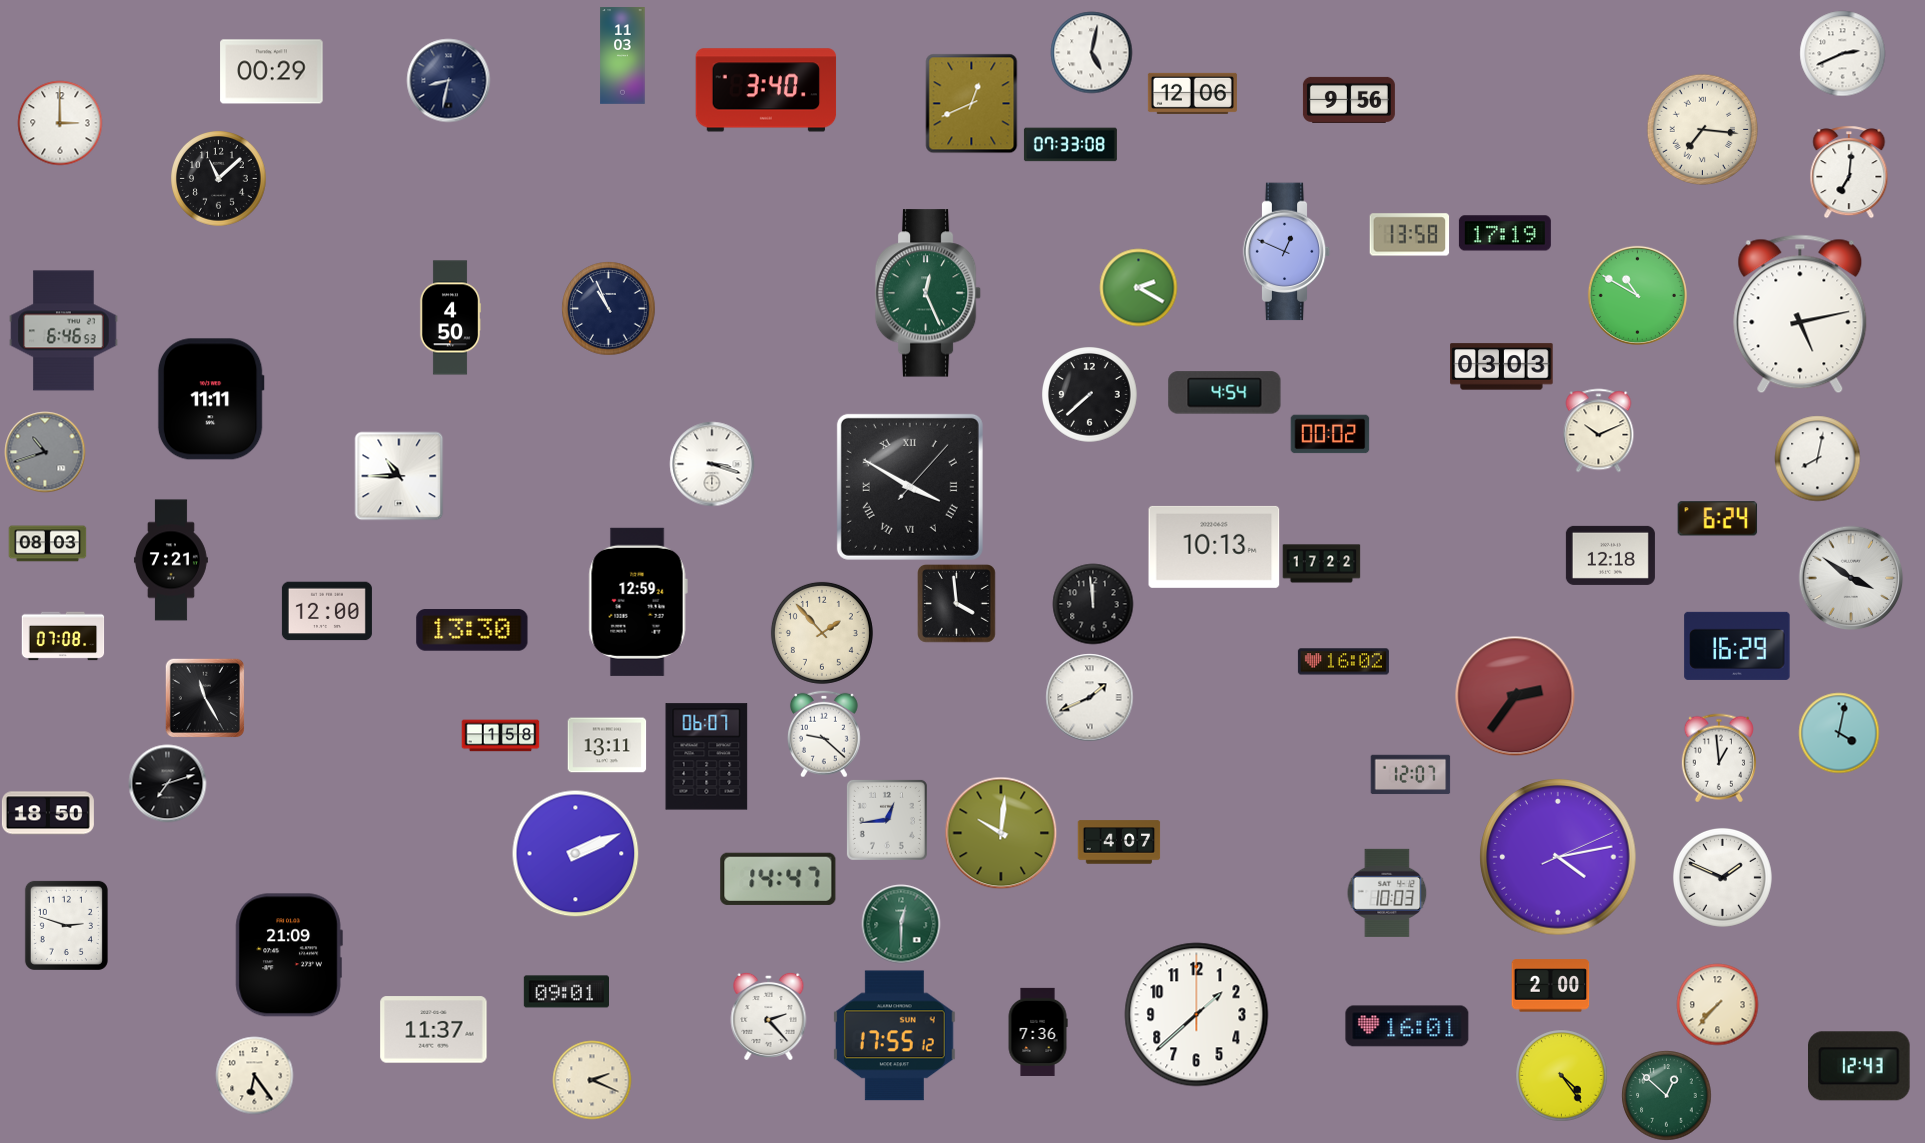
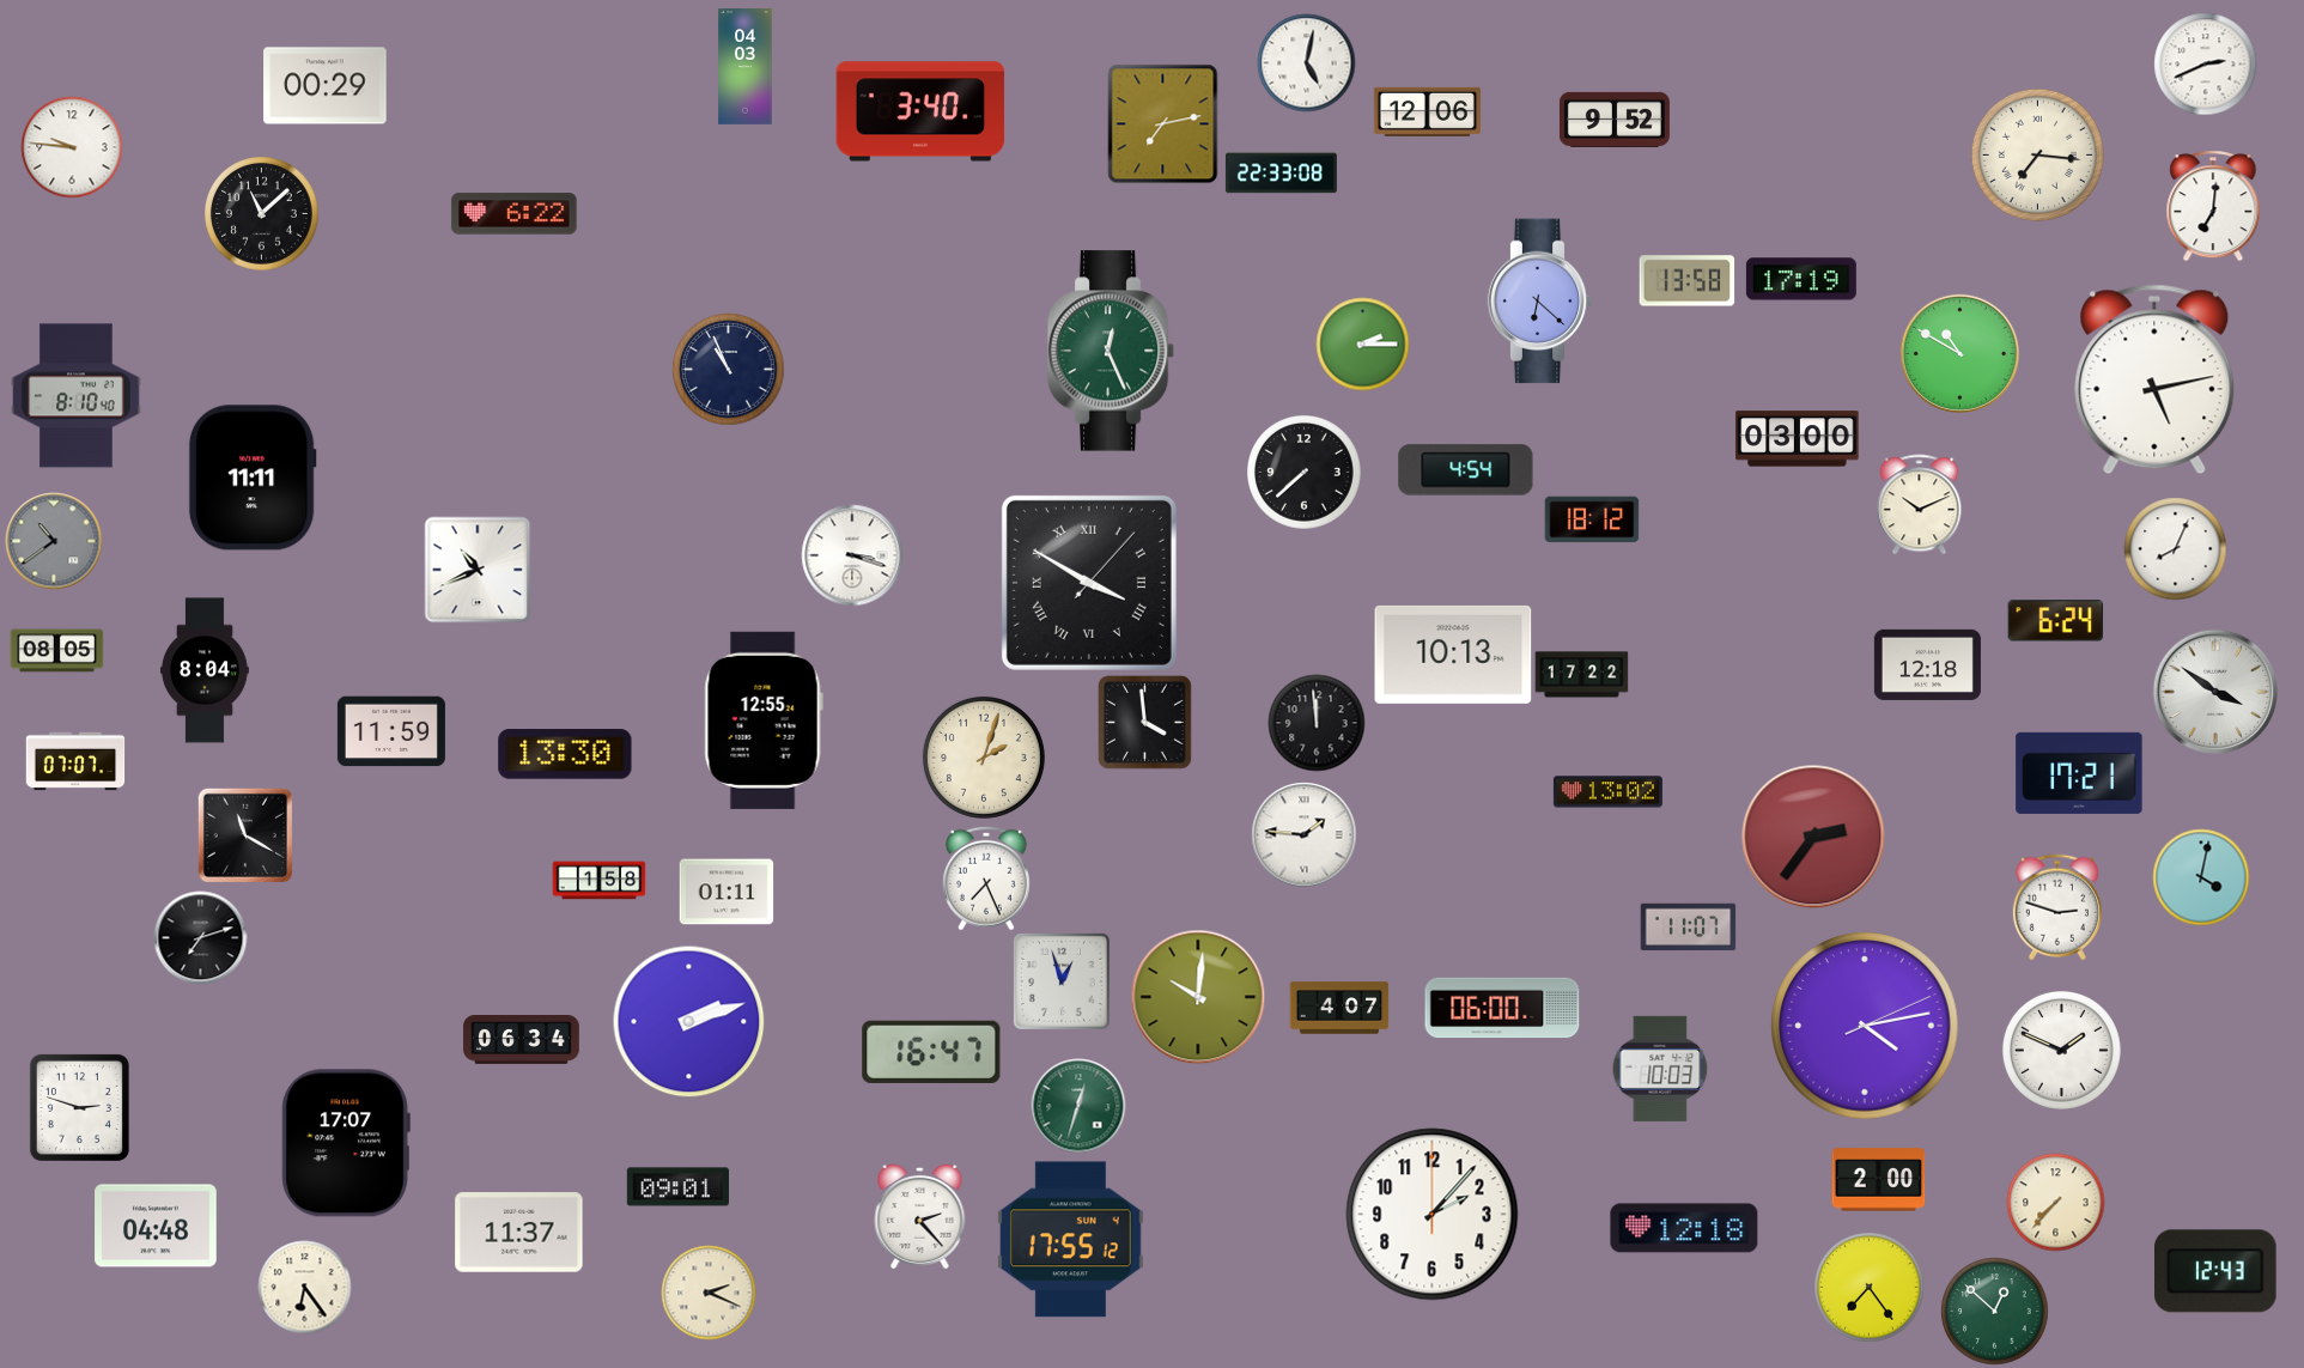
clock at (623, 56): 11:03 -> 04:03
clock at (448, 80): 8:32 -> none
clock at (766, 90) position: (766, 90) -> (920, 111)
clock at (1349, 100): 9:56 -> 9:52
clock at (972, 103): 12:41 -> 7:13
clock at (60, 123): 3:00 -> 9:46
clock at (1070, 145): 07:33 -> 22:33
clock at (515, 214): none -> 6:22
clock at (1287, 252): 12:49 -> 6:22
clock at (1138, 287): 2:20 -> 2:15
clock at (1800, 314) position: (1800, 314) -> (2154, 379)
clock at (450, 318): 4:50 -> none
clock at (64, 331): 6:46 -> 8:10
clock at (1502, 367): 03:03 -> 03:00
clock at (1599, 430) position: (1599, 430) -> (1920, 504)
clock at (1330, 434): 00:02 -> 18:12
clock at (45, 452): 10:42 -> 10:39
clock at (1817, 458): 8:02 -> 8:04
clock at (399, 476): 10:45 -> 10:41
clock at (47, 544): 08:03 -> 08:05
clock at (171, 560): 7:21 -> 8:04
clock at (638, 602): 12:59 -> 12:55
clock at (1093, 604) position: (1093, 604) -> (1317, 723)
clock at (327, 611): 12:00 -> 11:59
clock at (822, 633): 1:53 -> 2:03
clock at (63, 636): 07:08 -> 07:07
clock at (1737, 646): 16:29 -> 17:21
clock at (1343, 662): 16:02 -> 13:02
clock at (1515, 696) position: (1515, 696) -> (1813, 837)
clock at (1089, 697): 1:41 -> 1:46
clock at (205, 698): 11:25 -> 11:20
clock at (825, 734): 9:22 -> 7:26
clock at (607, 745): 13:11 -> 01:11
clock at (707, 757): 06:07 -> none
clock at (1719, 758): 12:59 -> 2:48
clock at (1410, 775): 12:07 -> 11:07
clock at (48, 813): 18:50 -> none
clock at (887, 820): 12:44 -> 12:57
clock at (1502, 1008): none -> 06:00
clock at (575, 853): 2:11 -> 2:12
clock at (522, 1040): none -> 06:34
clock at (778, 879): 14:47 -> 16:47
clock at (901, 924): 12:30 -> 12:33
clock at (289, 955): 21:09 -> 17:07
clock at (1550, 986) position: (1550, 986) -> (1878, 1180)
clock at (1197, 1015): 1:38 -> 2:07
clock at (156, 1226): none -> 04:48
clock at (1407, 1026): 16:01 -> 12:18
clock at (1038, 1032): 7:36 -> none
clock at (1860, 1066) position: (1860, 1066) -> (2217, 1271)
clock at (1561, 1075): 4:24 -> 7:24
